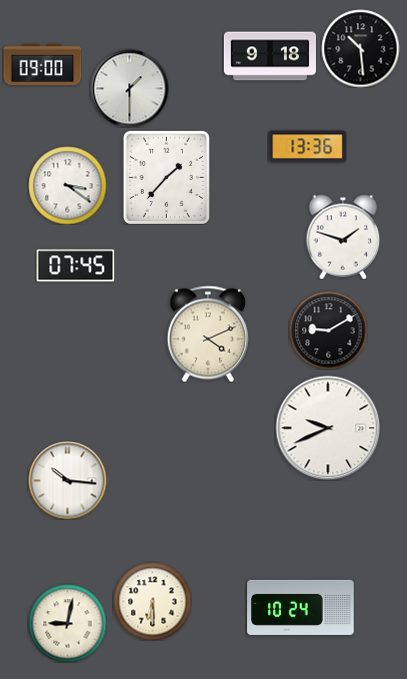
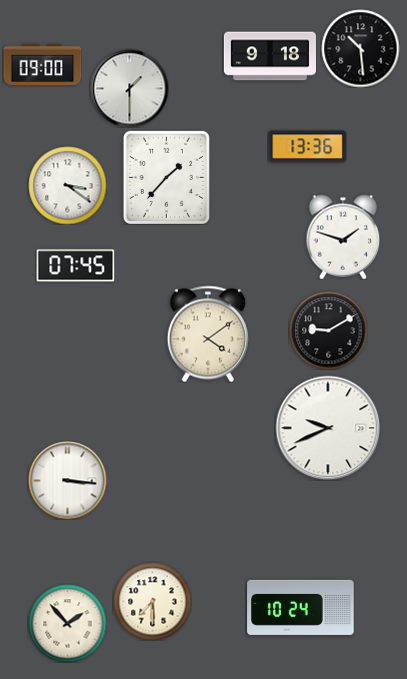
clock at (208, 334): 4:11 -> 4:09
clock at (67, 480): 10:16 -> 3:16
clock at (152, 601): 6:30 -> 7:30
clock at (67, 623): 9:02 -> 1:53
